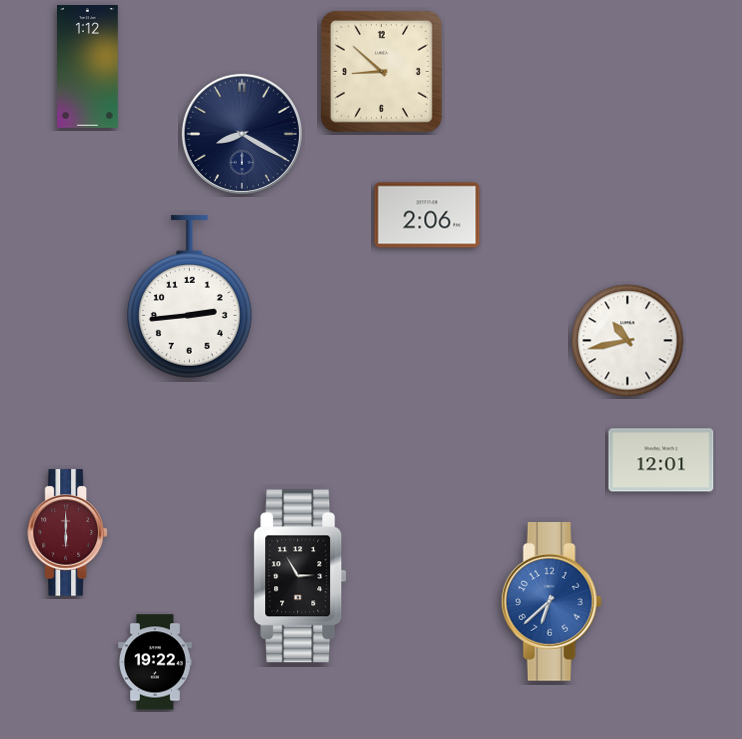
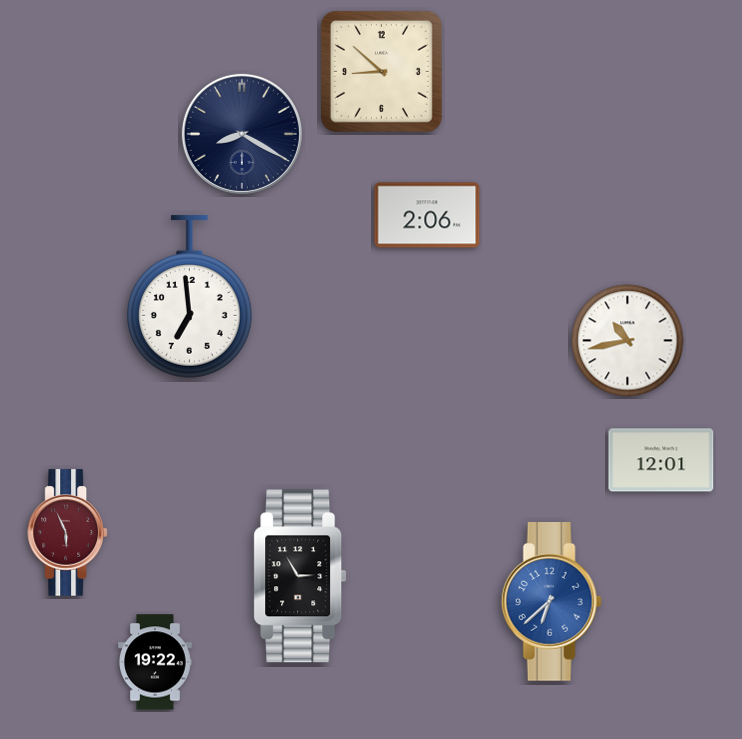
clock at (88, 67): 1:12 -> none
clock at (190, 297): 2:44 -> 6:59
clock at (67, 533): 6:00 -> 5:56
